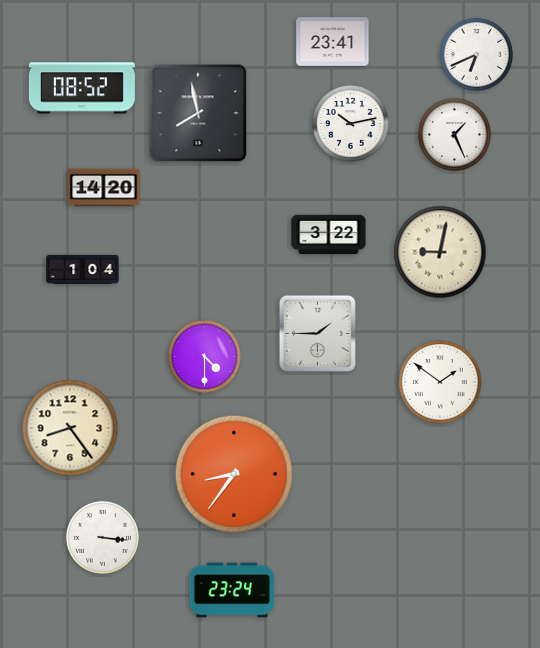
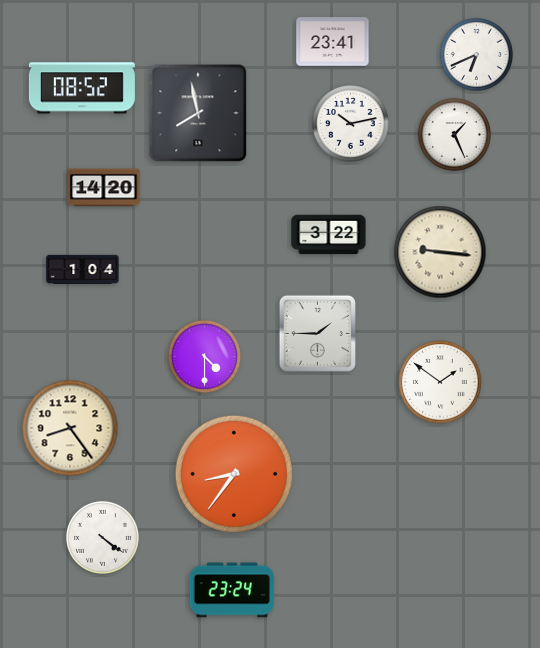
clock at (440, 252): 9:02 -> 9:16
clock at (102, 537): 3:16 -> 4:21
